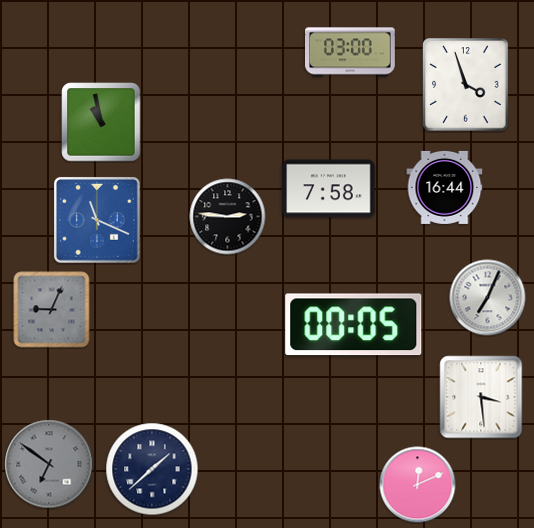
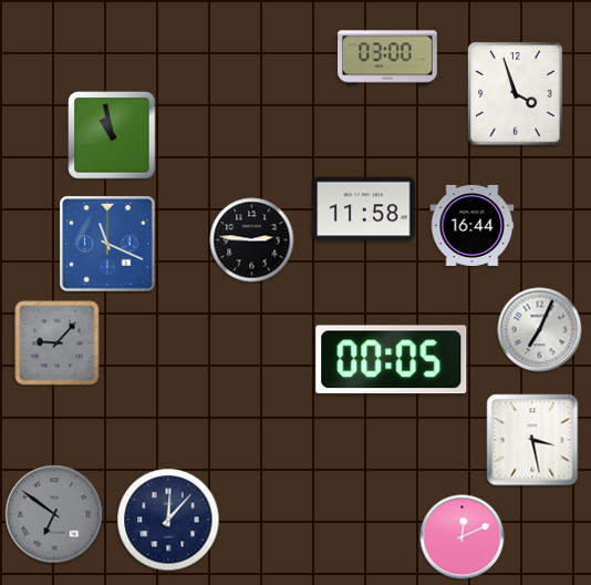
clock at (445, 187) position: (445, 187) -> (473, 225)
clock at (329, 189): 7:58 -> 11:58
clock at (52, 310): 9:04 -> 9:07
clock at (481, 397): 3:29 -> 3:28
clock at (152, 469): 1:38 -> 12:07
